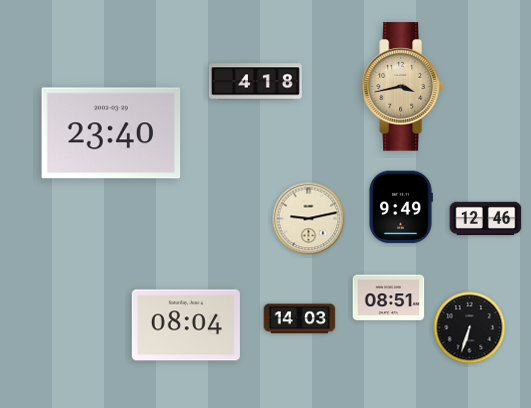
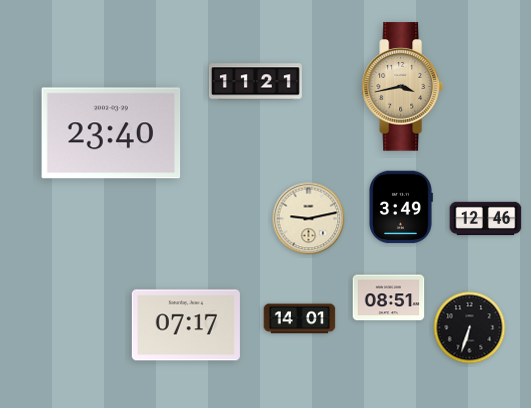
clock at (255, 82): 4:18 -> 11:21
clock at (401, 207): 9:49 -> 3:49
clock at (300, 319): 14:03 -> 14:01
clock at (186, 325): 08:04 -> 07:17
